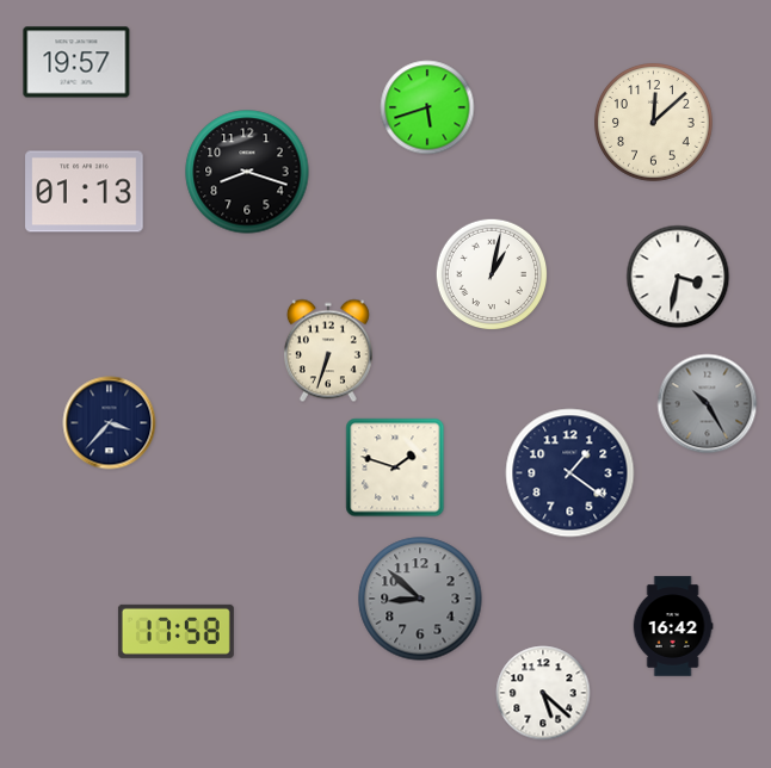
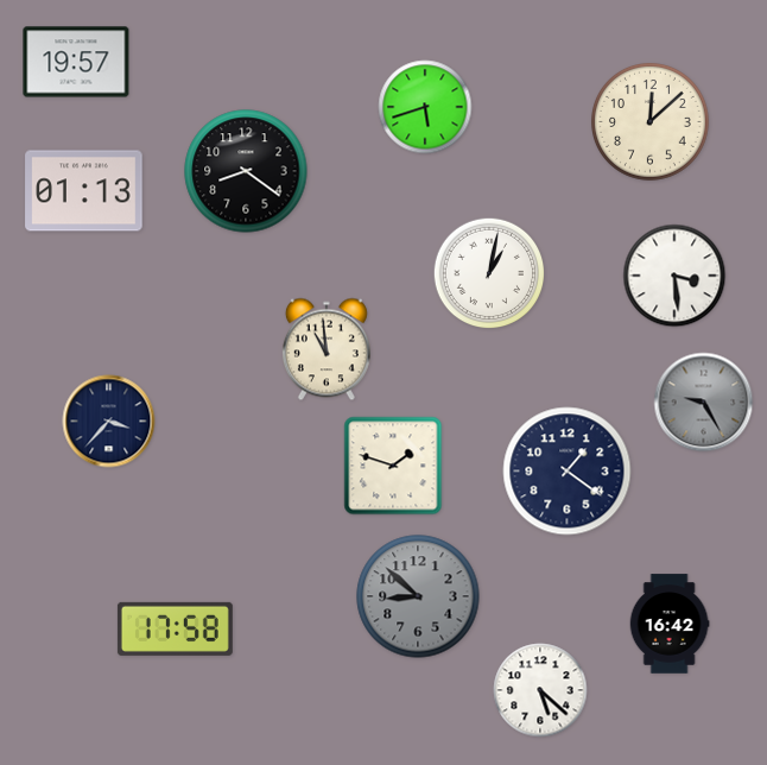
clock at (247, 172): 8:18 -> 8:21
clock at (678, 277): 3:32 -> 3:29
clock at (328, 351): 6:33 -> 10:59
clock at (708, 404): 10:25 -> 9:25
